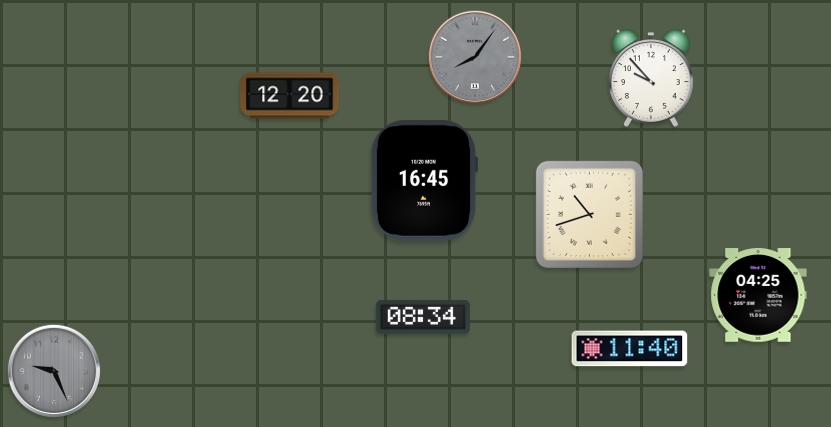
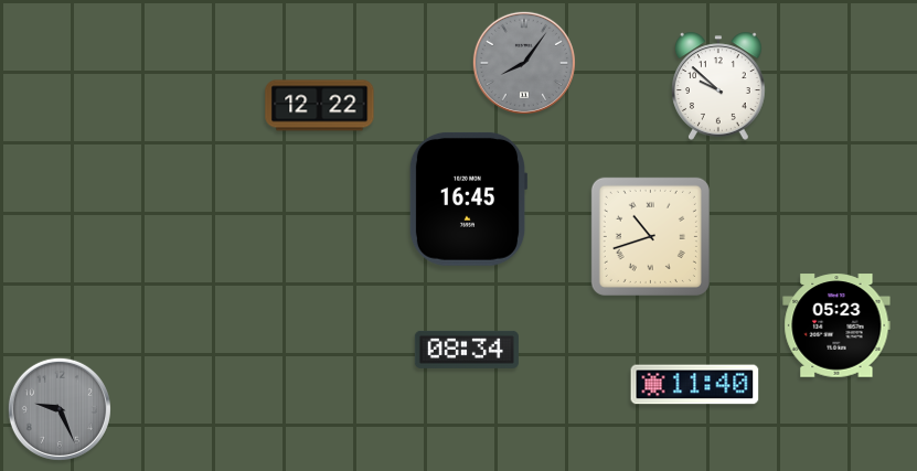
clock at (652, 78): 9:53 -> 9:52
clock at (290, 96): 12:20 -> 12:22
clock at (758, 295): 04:25 -> 05:23
